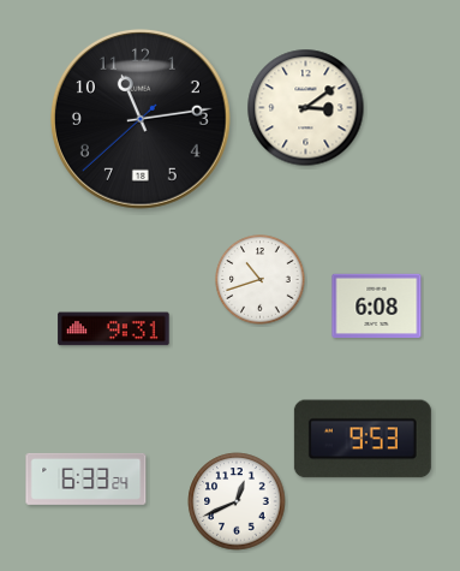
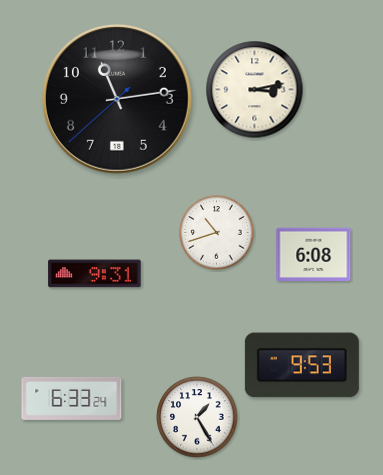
clock at (306, 108): 3:09 -> 3:13
clock at (237, 501): 12:41 -> 1:25
